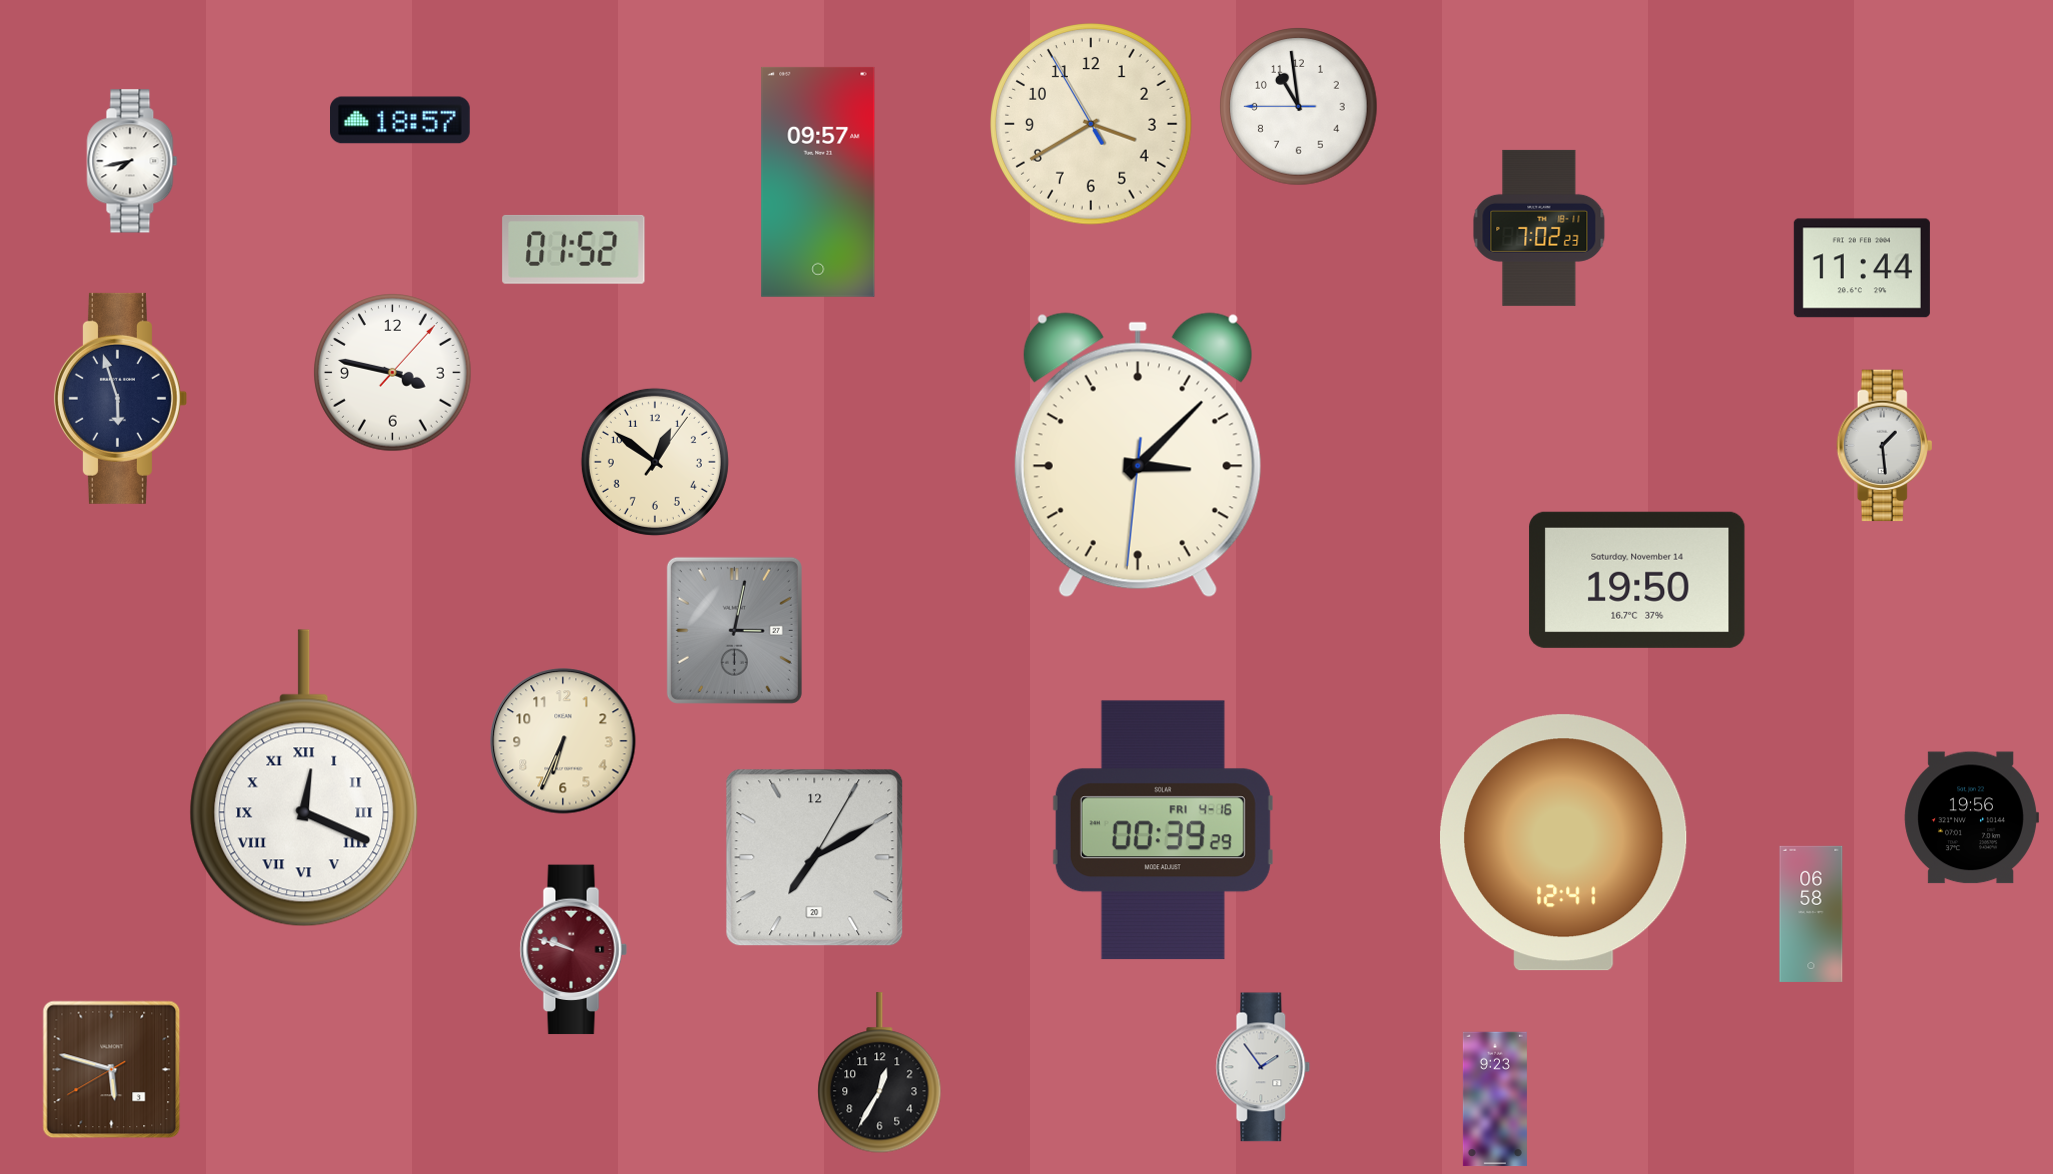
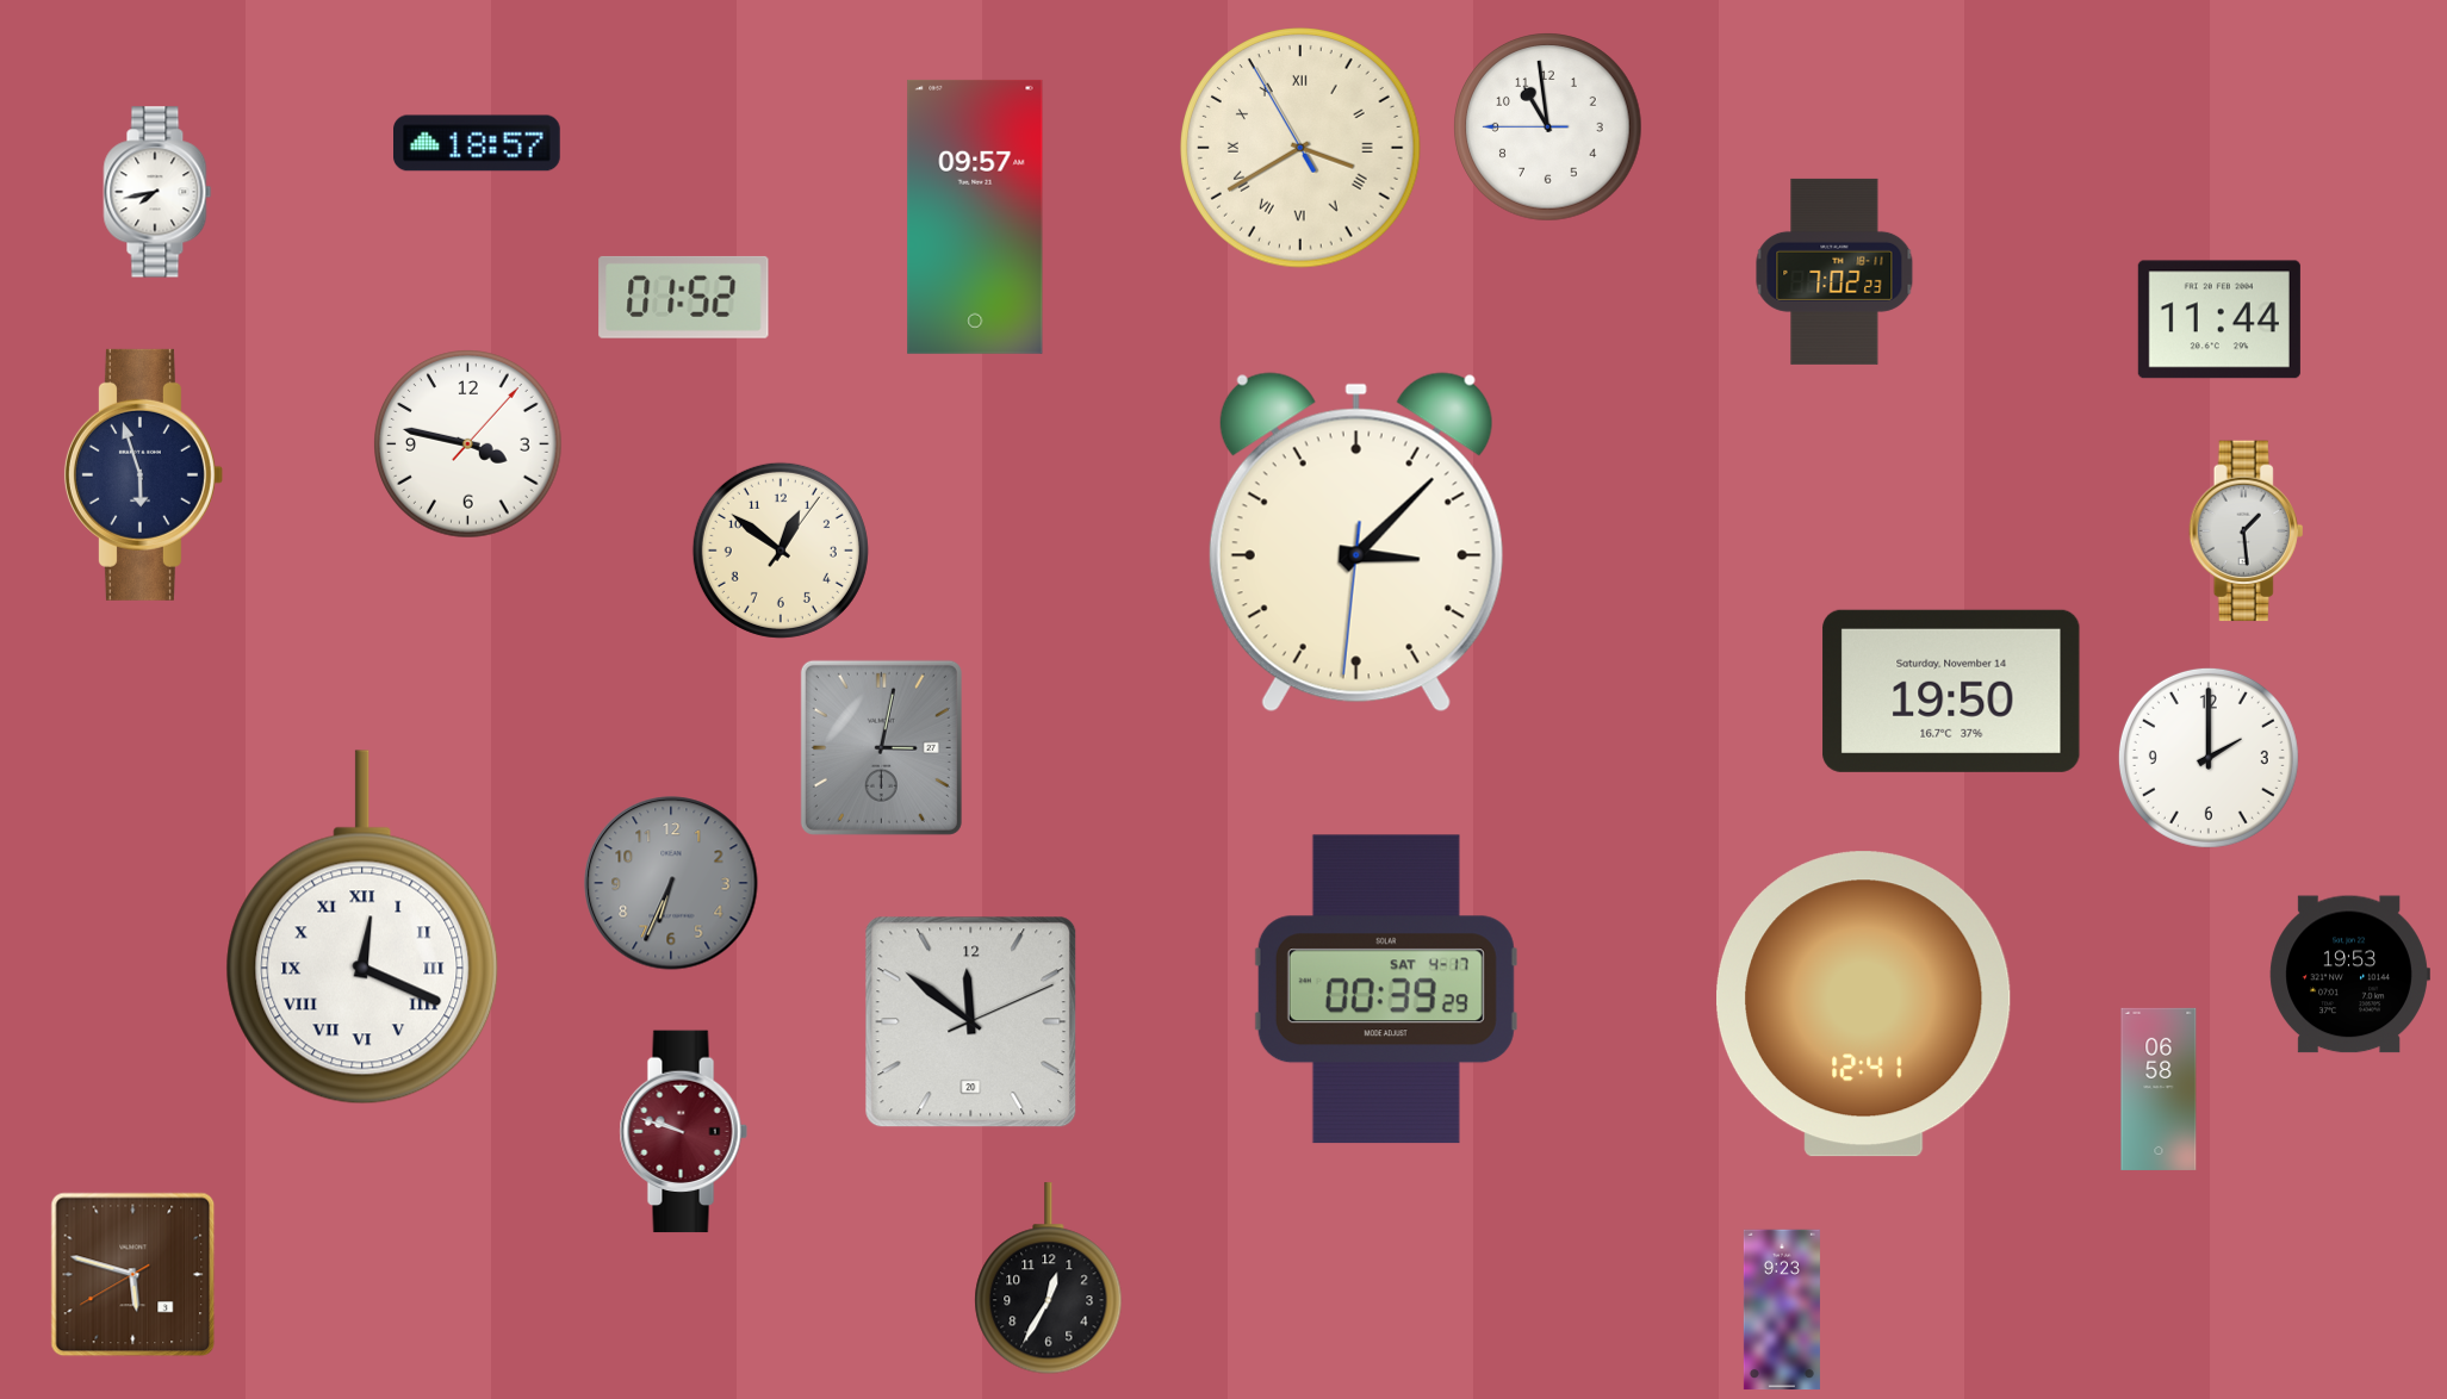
clock at (1091, 124) numerals: Arabic -> Roman
clock at (734, 630) position: (734, 630) -> (881, 747)
clock at (2209, 758): none -> 2:00
clock at (563, 741) dial: cream -> grey
clock at (1971, 818): 19:56 -> 19:53
clock at (1163, 830) date: FRI 4-16 -> SAT 4-17
clock at (815, 858): 7:10 -> 11:51
clock at (1263, 1067): 1:54 -> none
